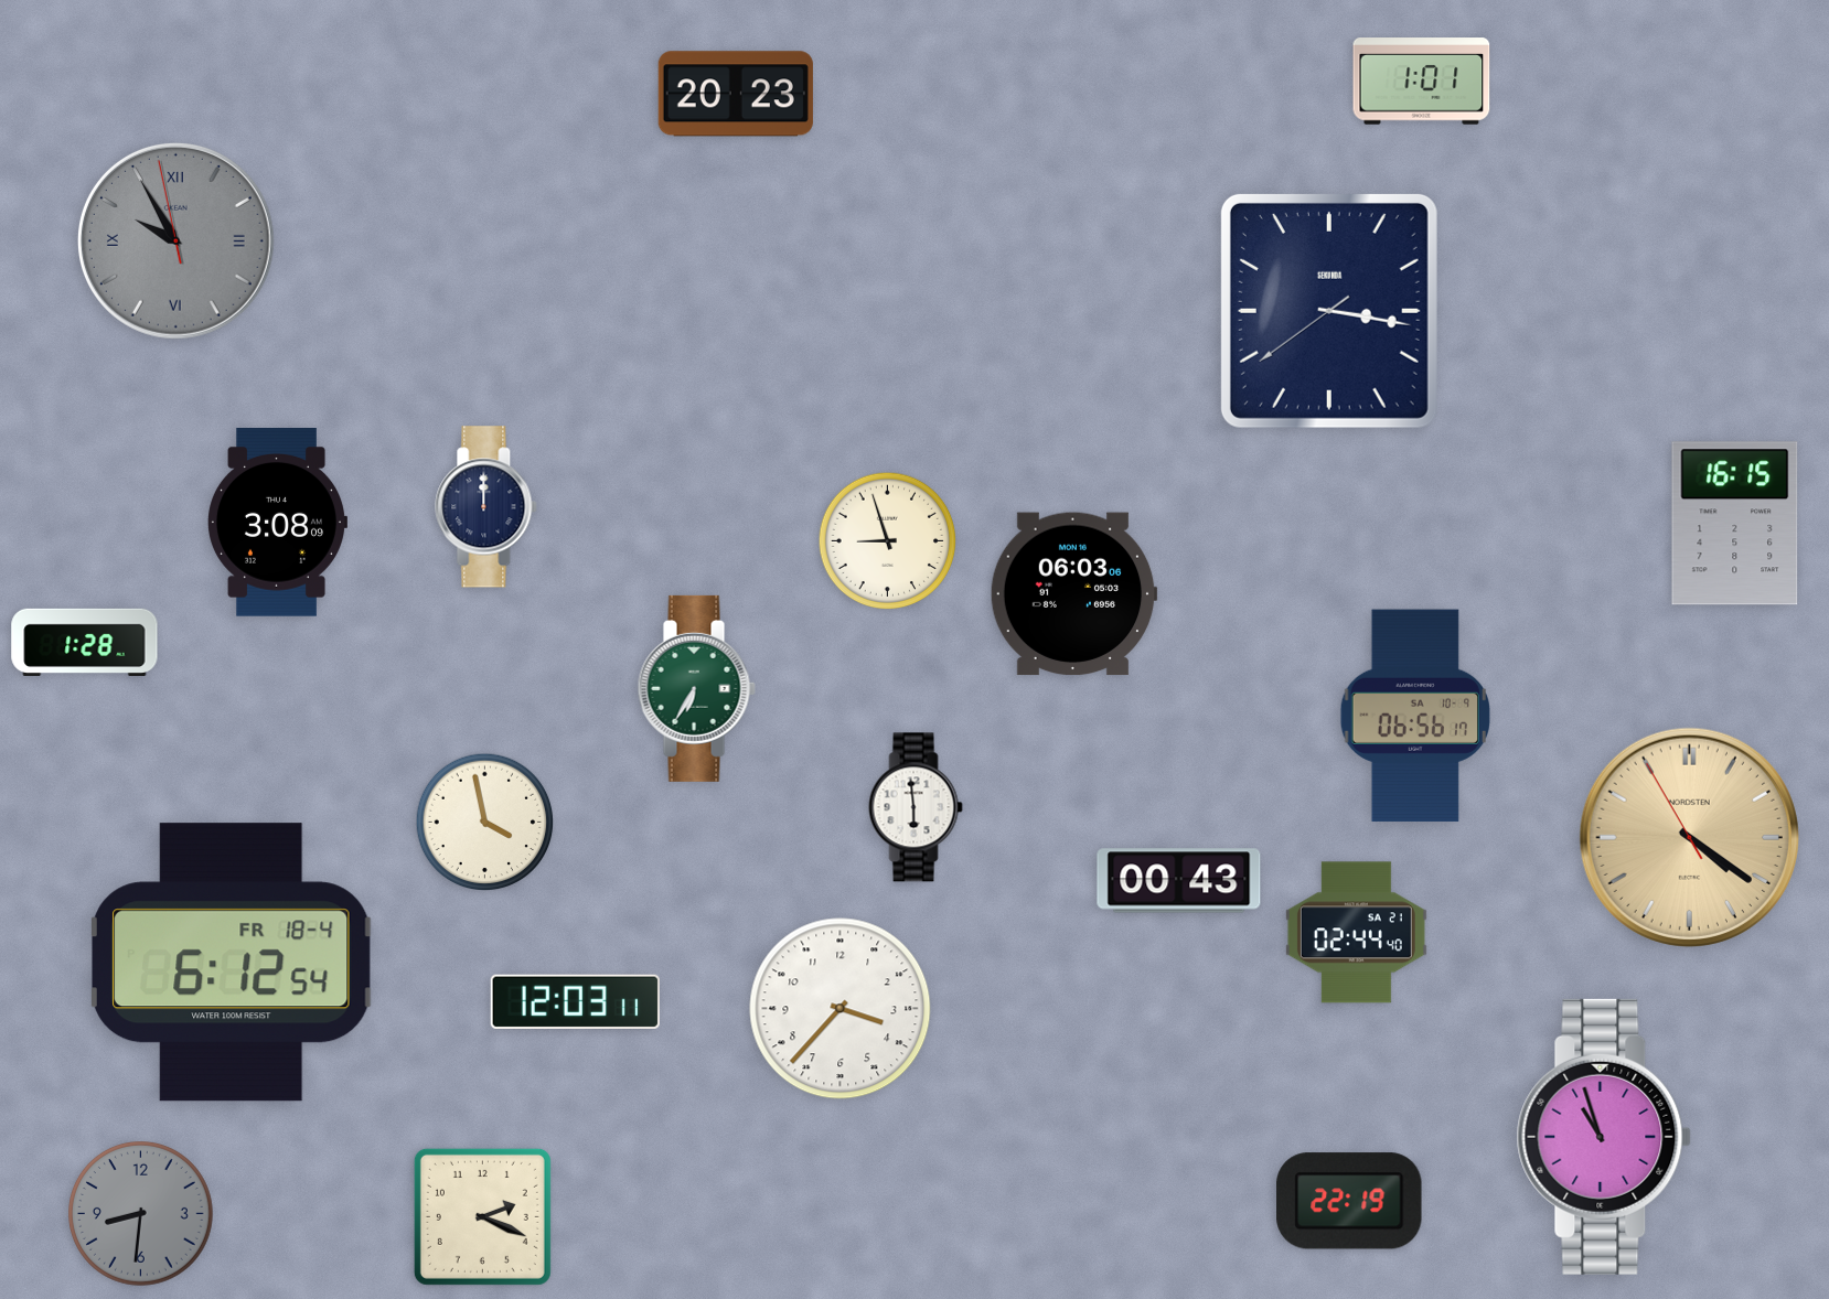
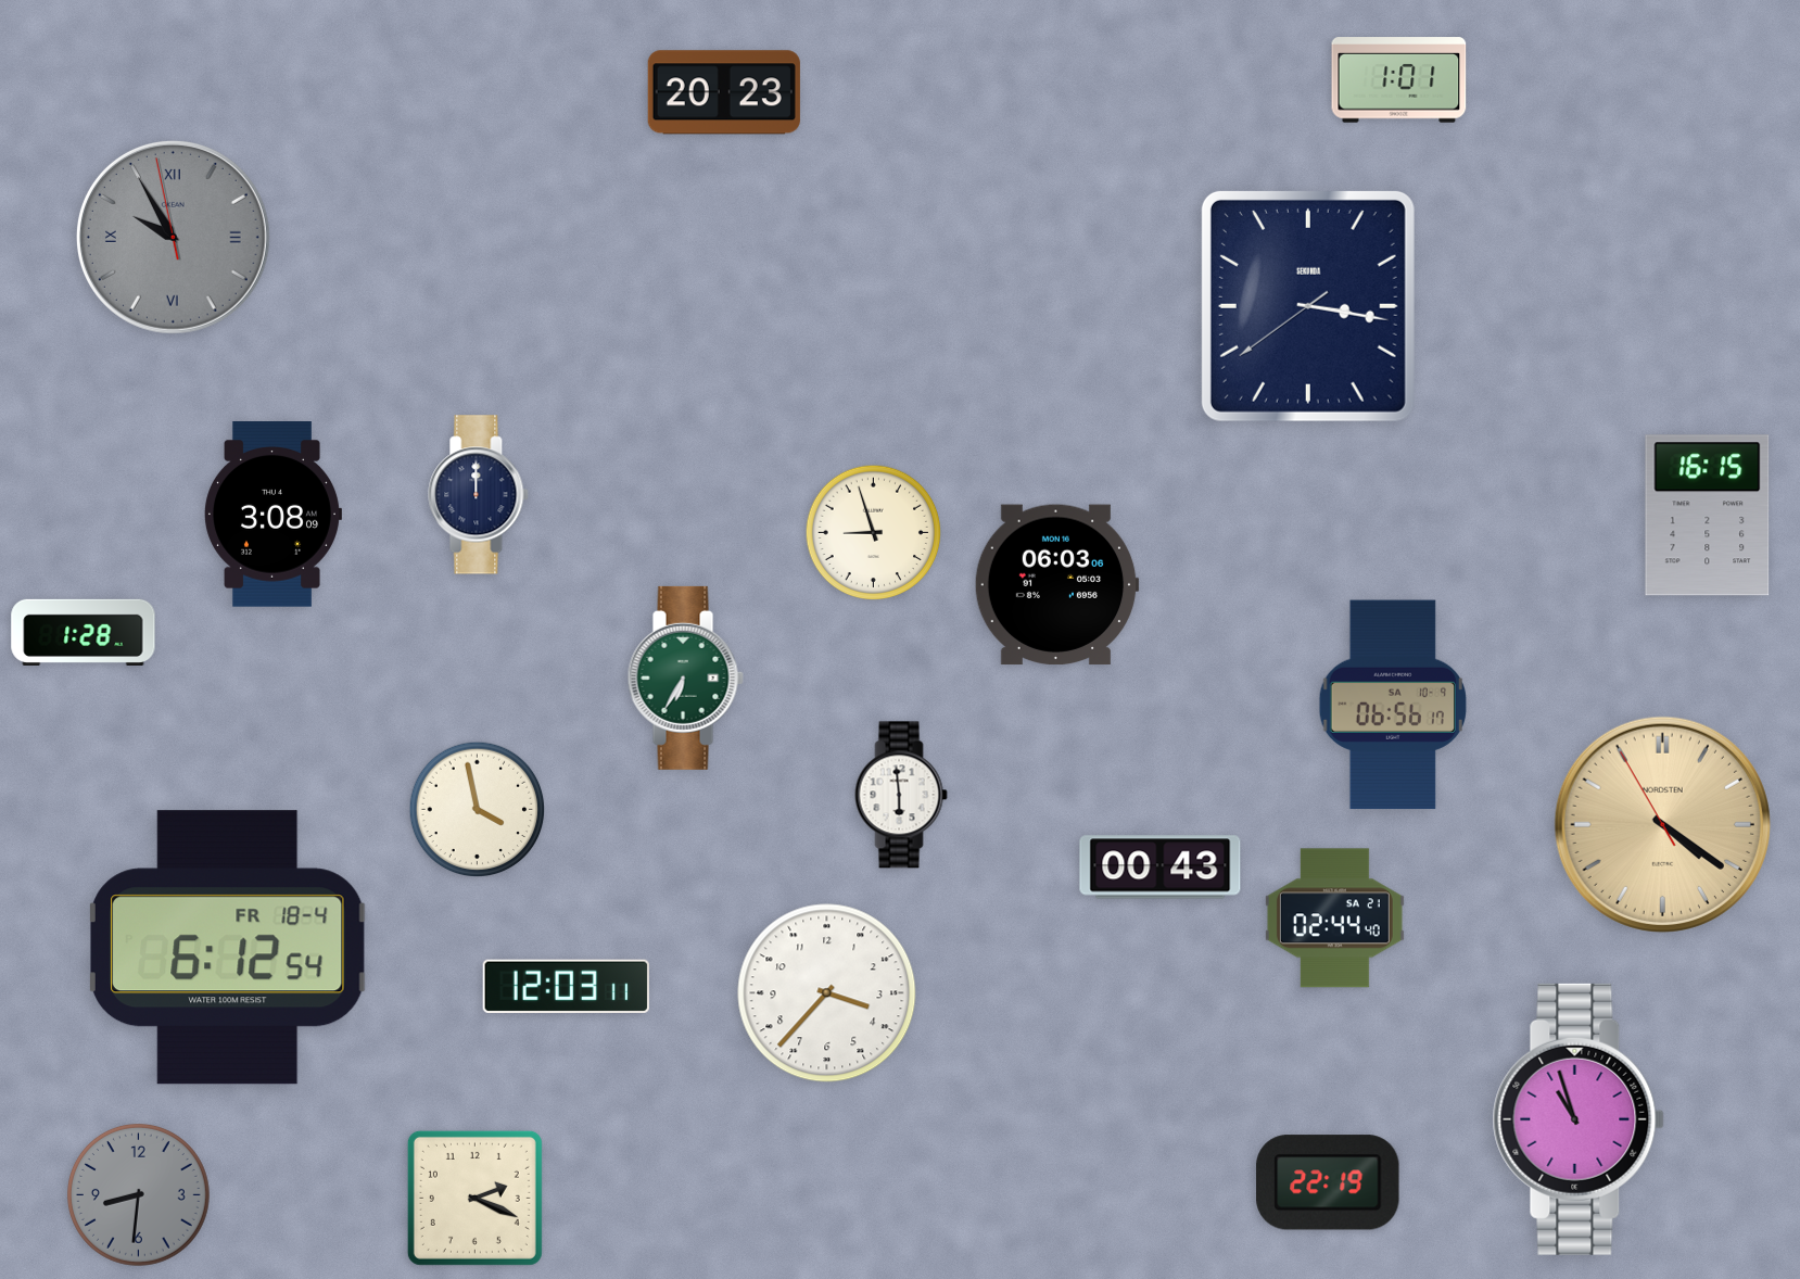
clock at (486, 507) position: (486, 507) -> (479, 495)
